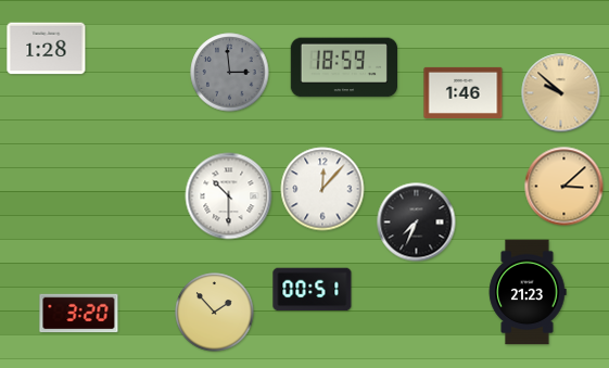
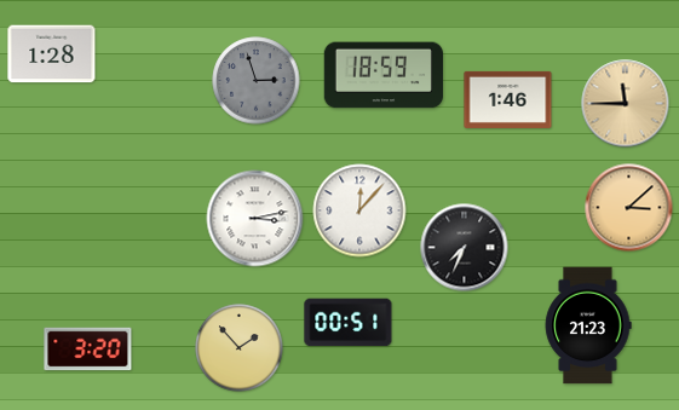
clock at (230, 73): 2:59 -> 2:57
clock at (464, 92) position: (464, 92) -> (508, 99)
clock at (561, 93): 9:52 -> 11:45
clock at (229, 196): 10:30 -> 3:13
